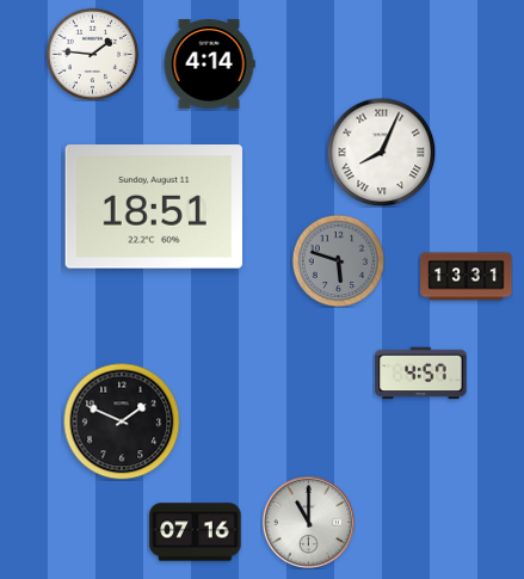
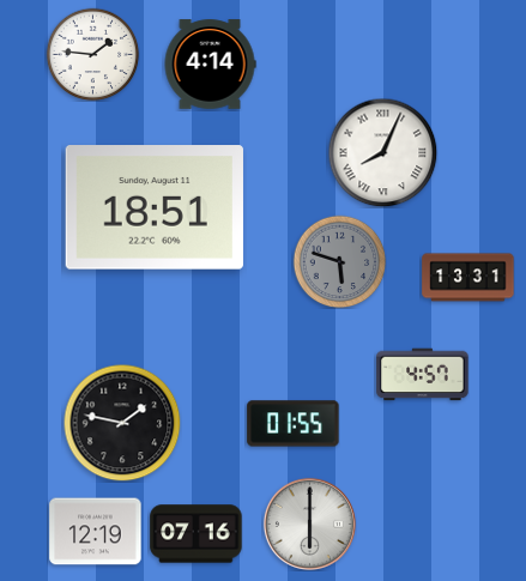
clock at (122, 421): 1:49 -> 1:47
clock at (294, 424): none -> 01:55
clock at (308, 522): 11:00 -> 6:00
clock at (96, 532): none -> 12:19
